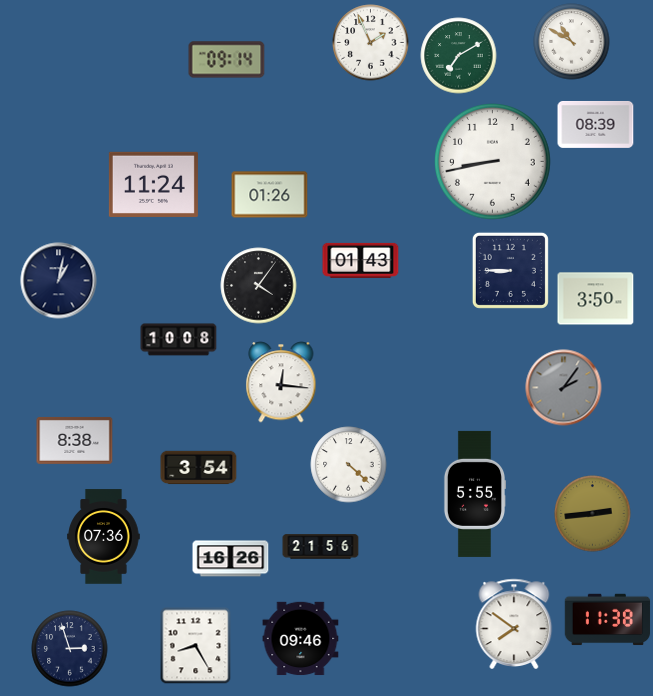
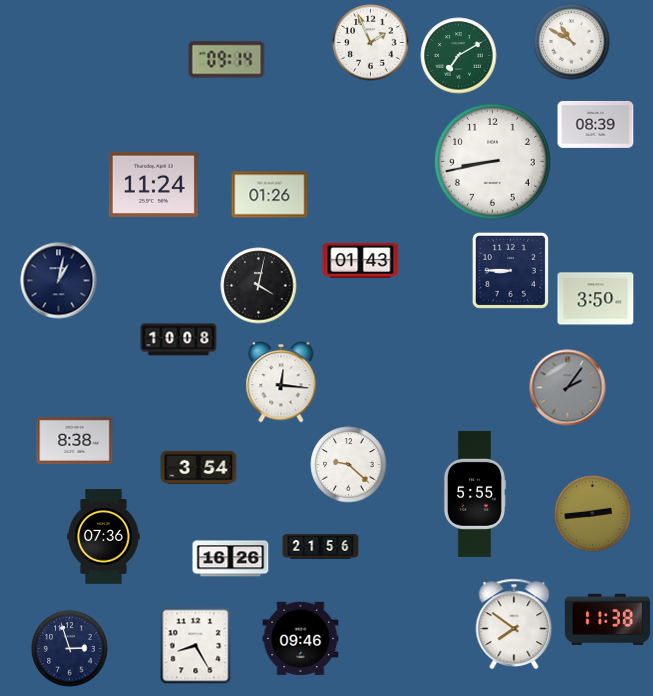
clock at (259, 286): 4:06 -> 4:02
clock at (564, 388) position: (564, 388) -> (568, 388)
clock at (349, 465): 4:22 -> 9:22
